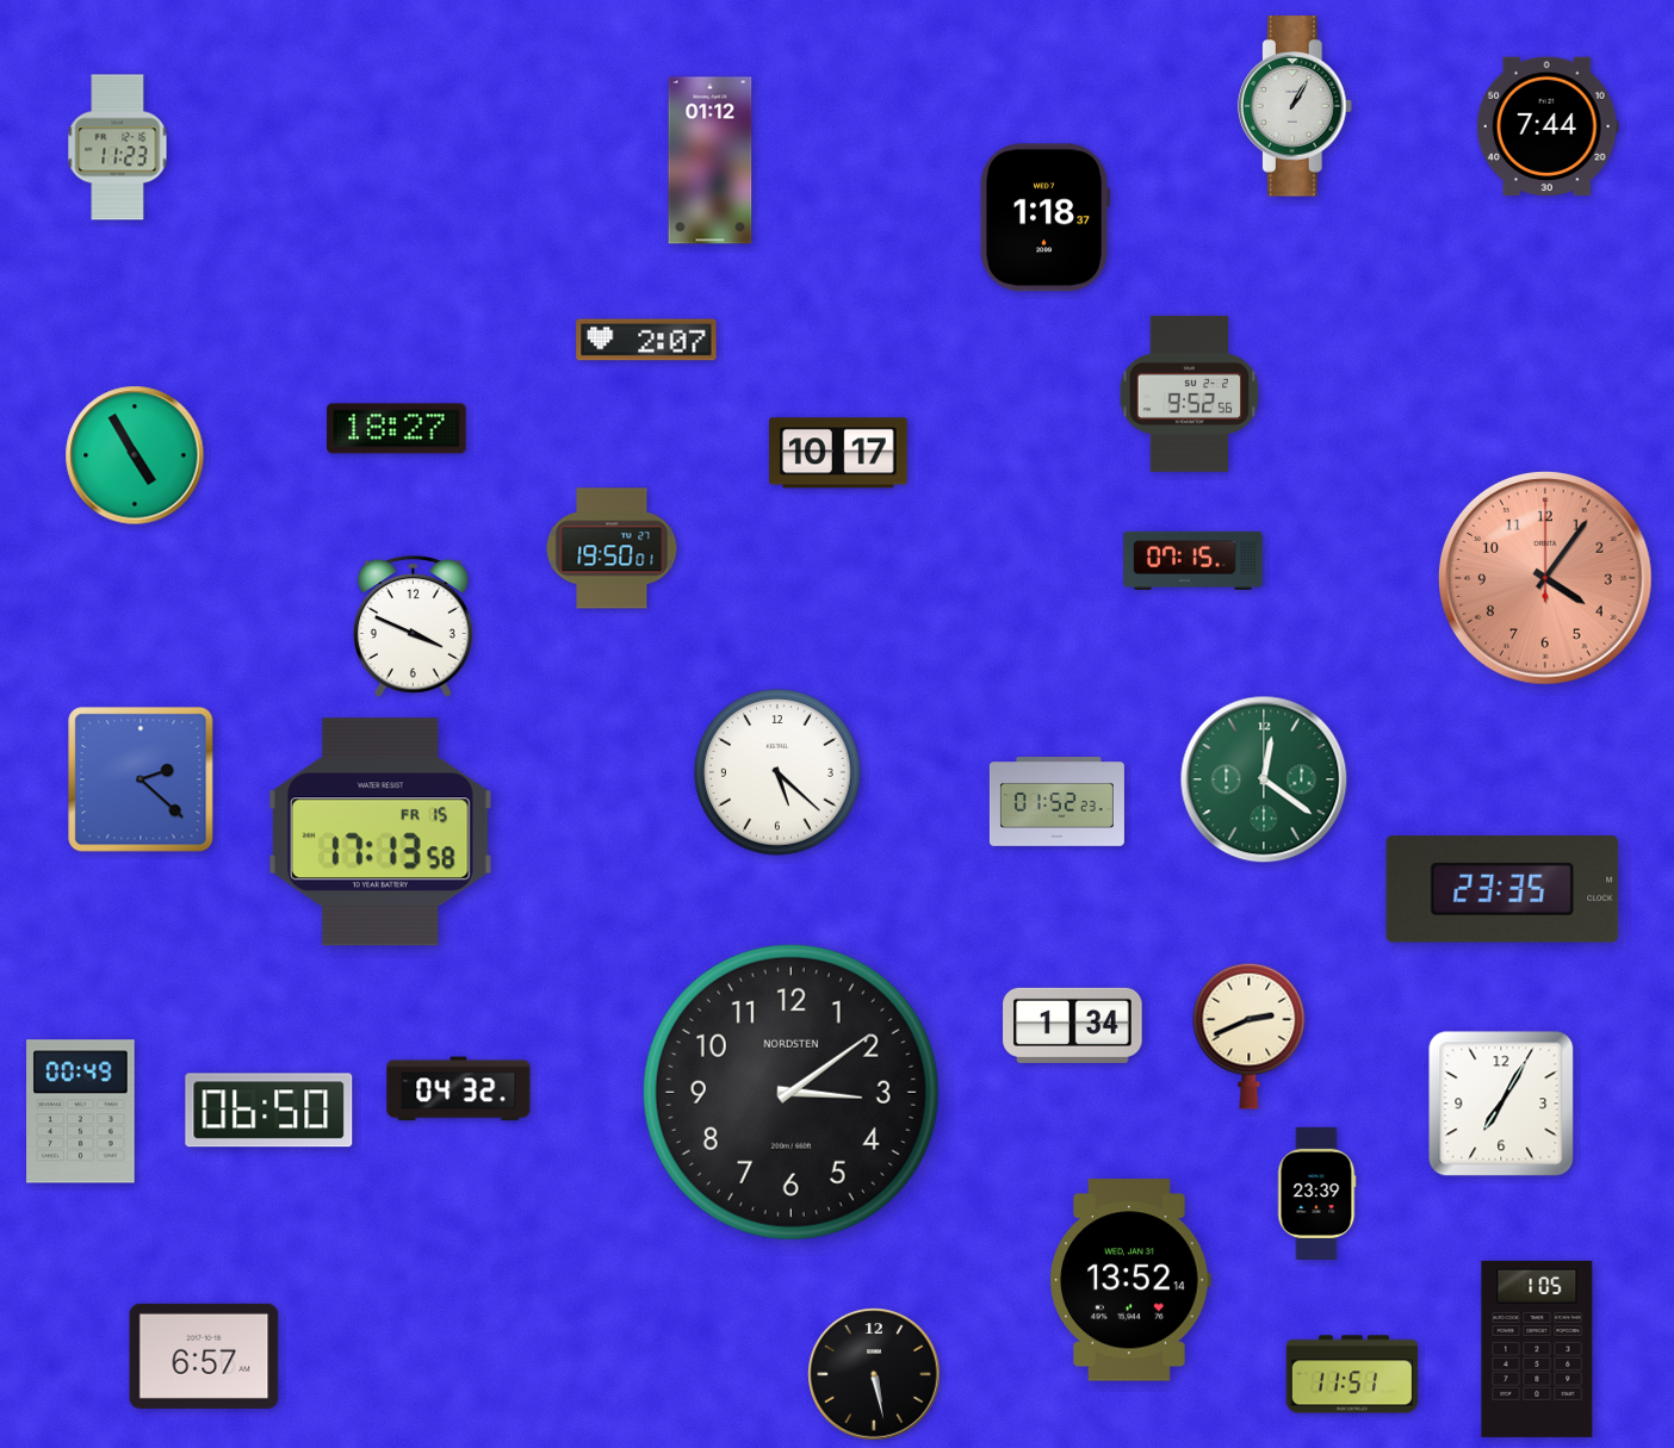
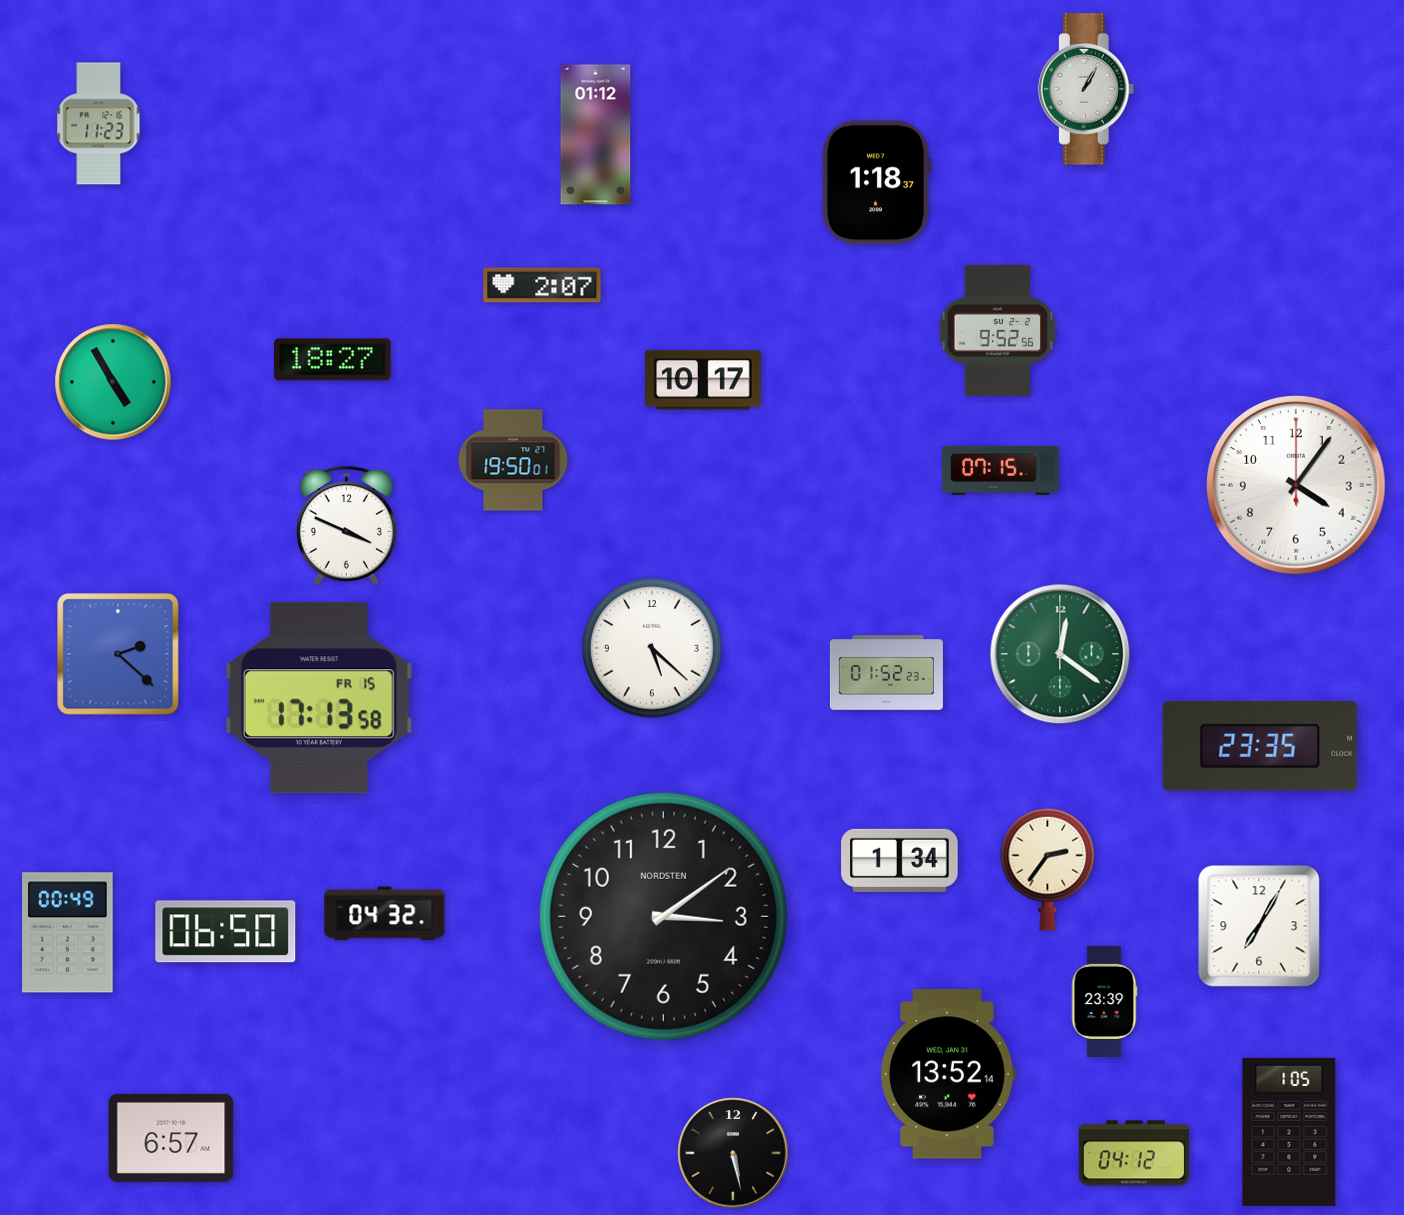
clock at (1548, 126): 7:44 -> none
clock at (1546, 579) dial: salmon -> white
clock at (1250, 1036): 2:41 -> 2:36
clock at (1352, 1374): 11:51 -> 04:12
